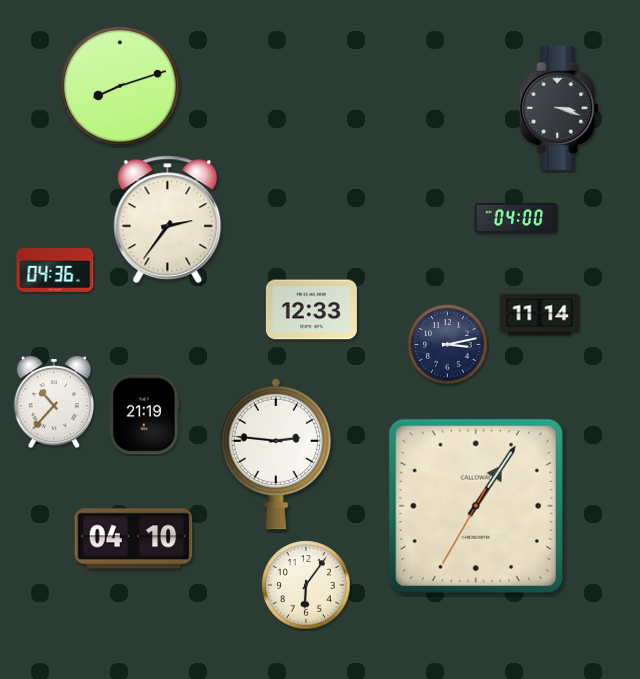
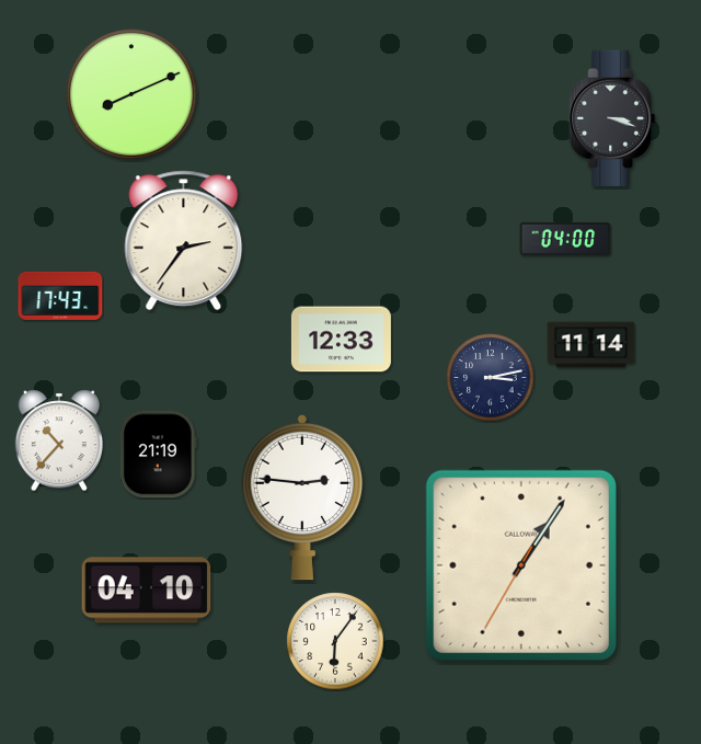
clock at (120, 86): 8:12 -> 8:11
clock at (55, 270): 04:36 -> 17:43
clock at (476, 506) position: (476, 506) -> (521, 565)
